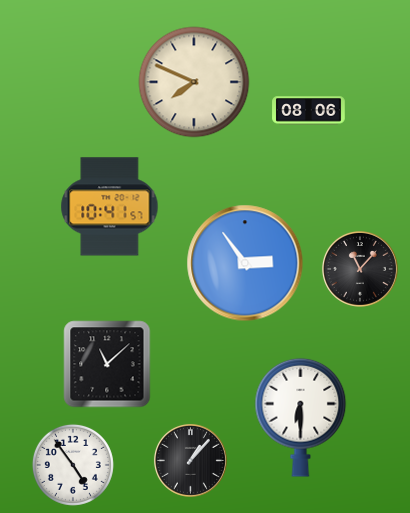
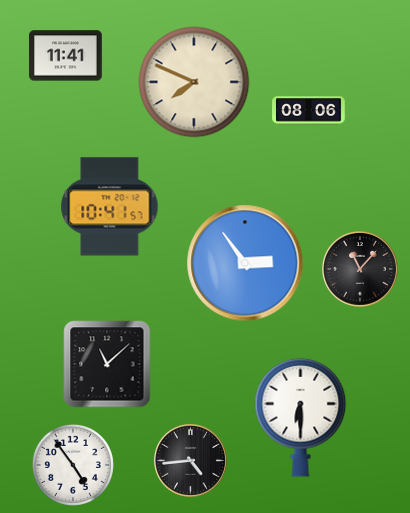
clock at (66, 56): none -> 11:41
clock at (190, 460): 1:07 -> 4:44
